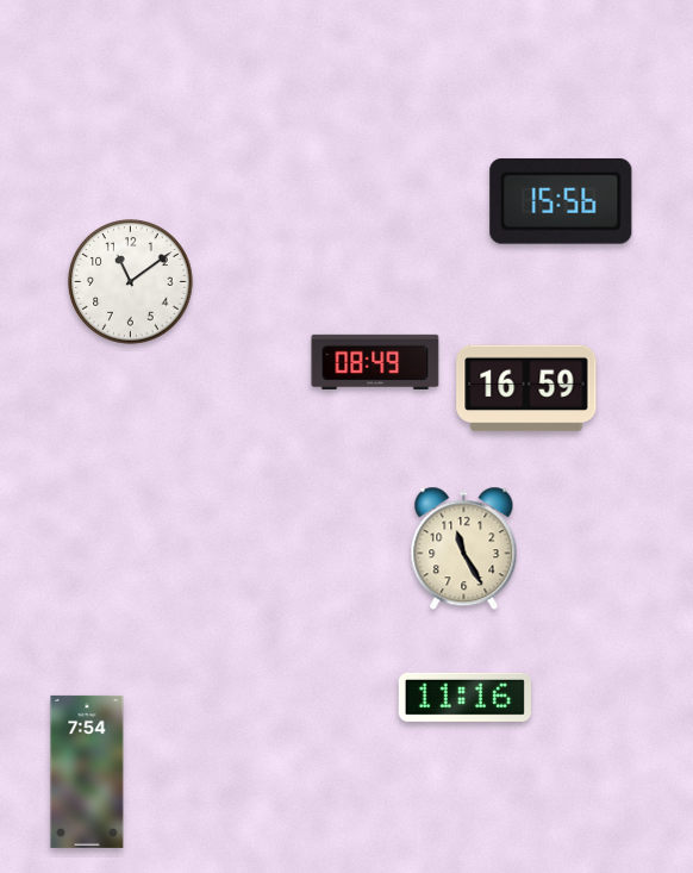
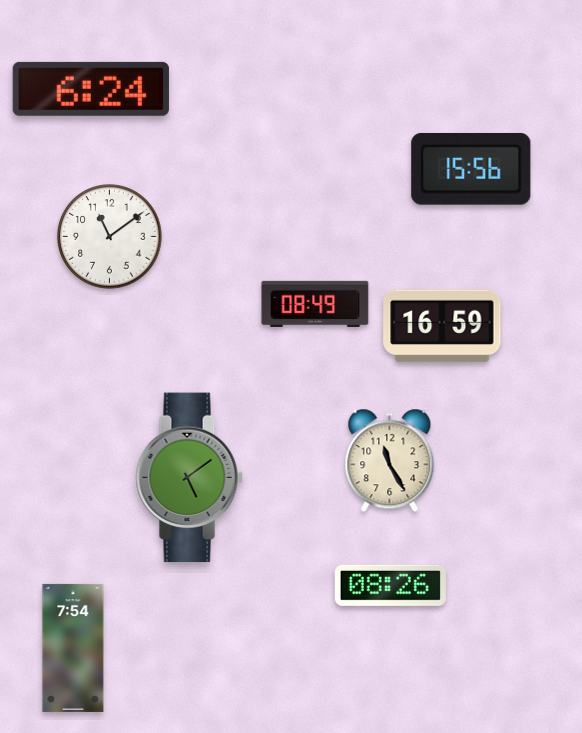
clock at (91, 89): none -> 6:24
clock at (189, 478): none -> 5:09
clock at (464, 697): 11:16 -> 08:26
